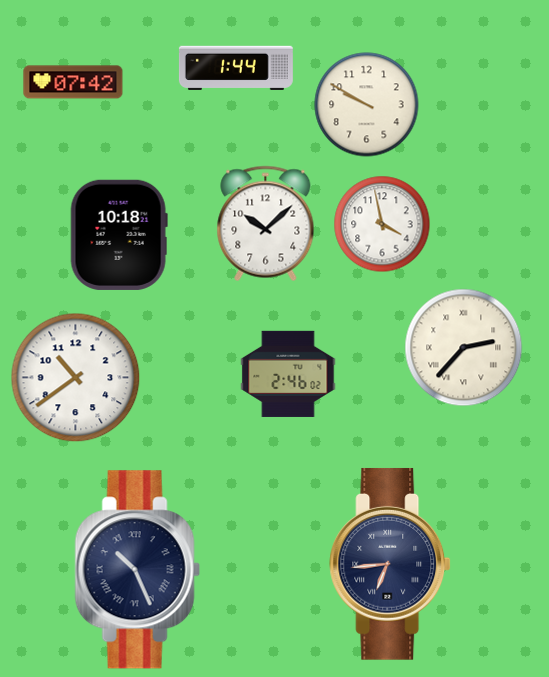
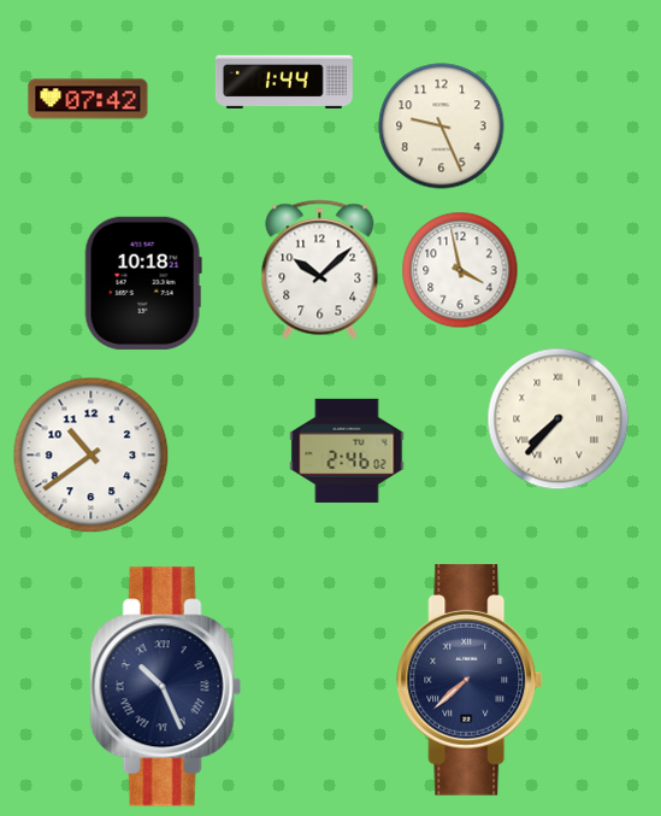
clock at (367, 105): 9:50 -> 9:26
clock at (464, 348): 2:37 -> 7:37
clock at (390, 564): 6:44 -> 7:38
